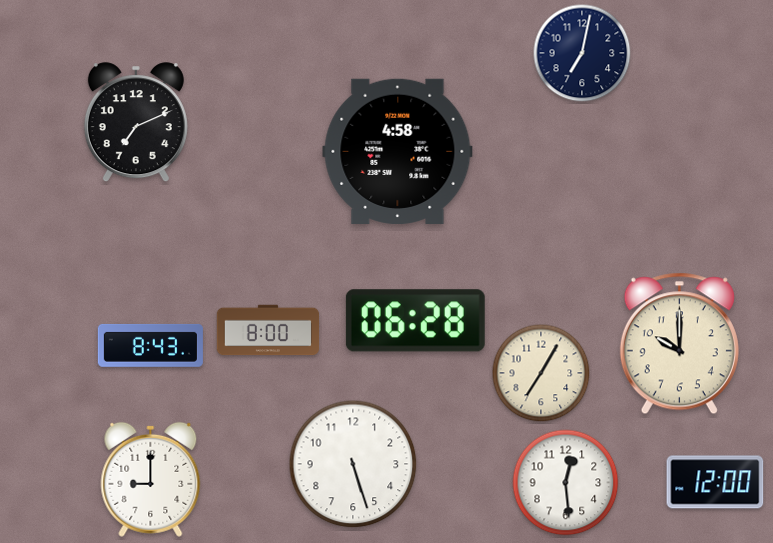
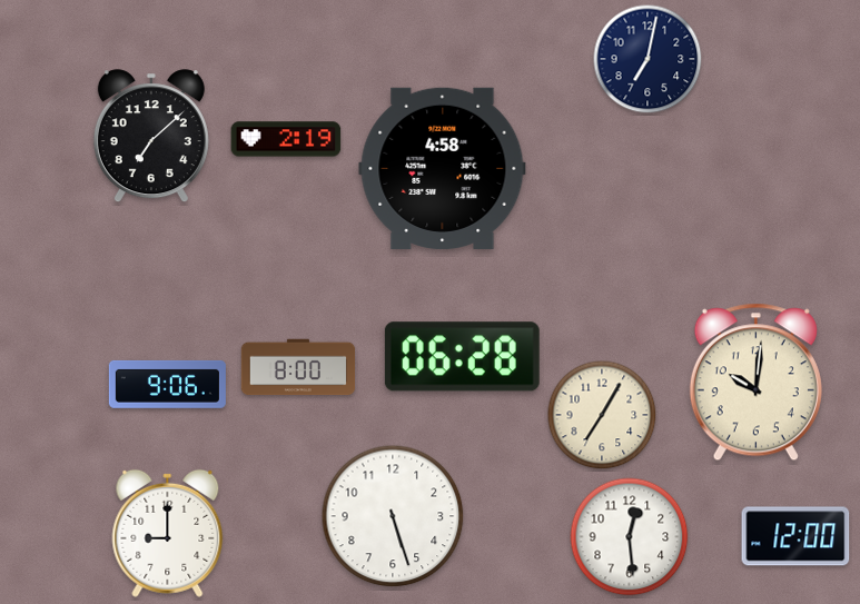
clock at (136, 123): 7:11 -> 7:08
clock at (286, 139): none -> 2:19
clock at (679, 344): 10:00 -> 10:01
clock at (150, 345): 8:43 -> 9:06
